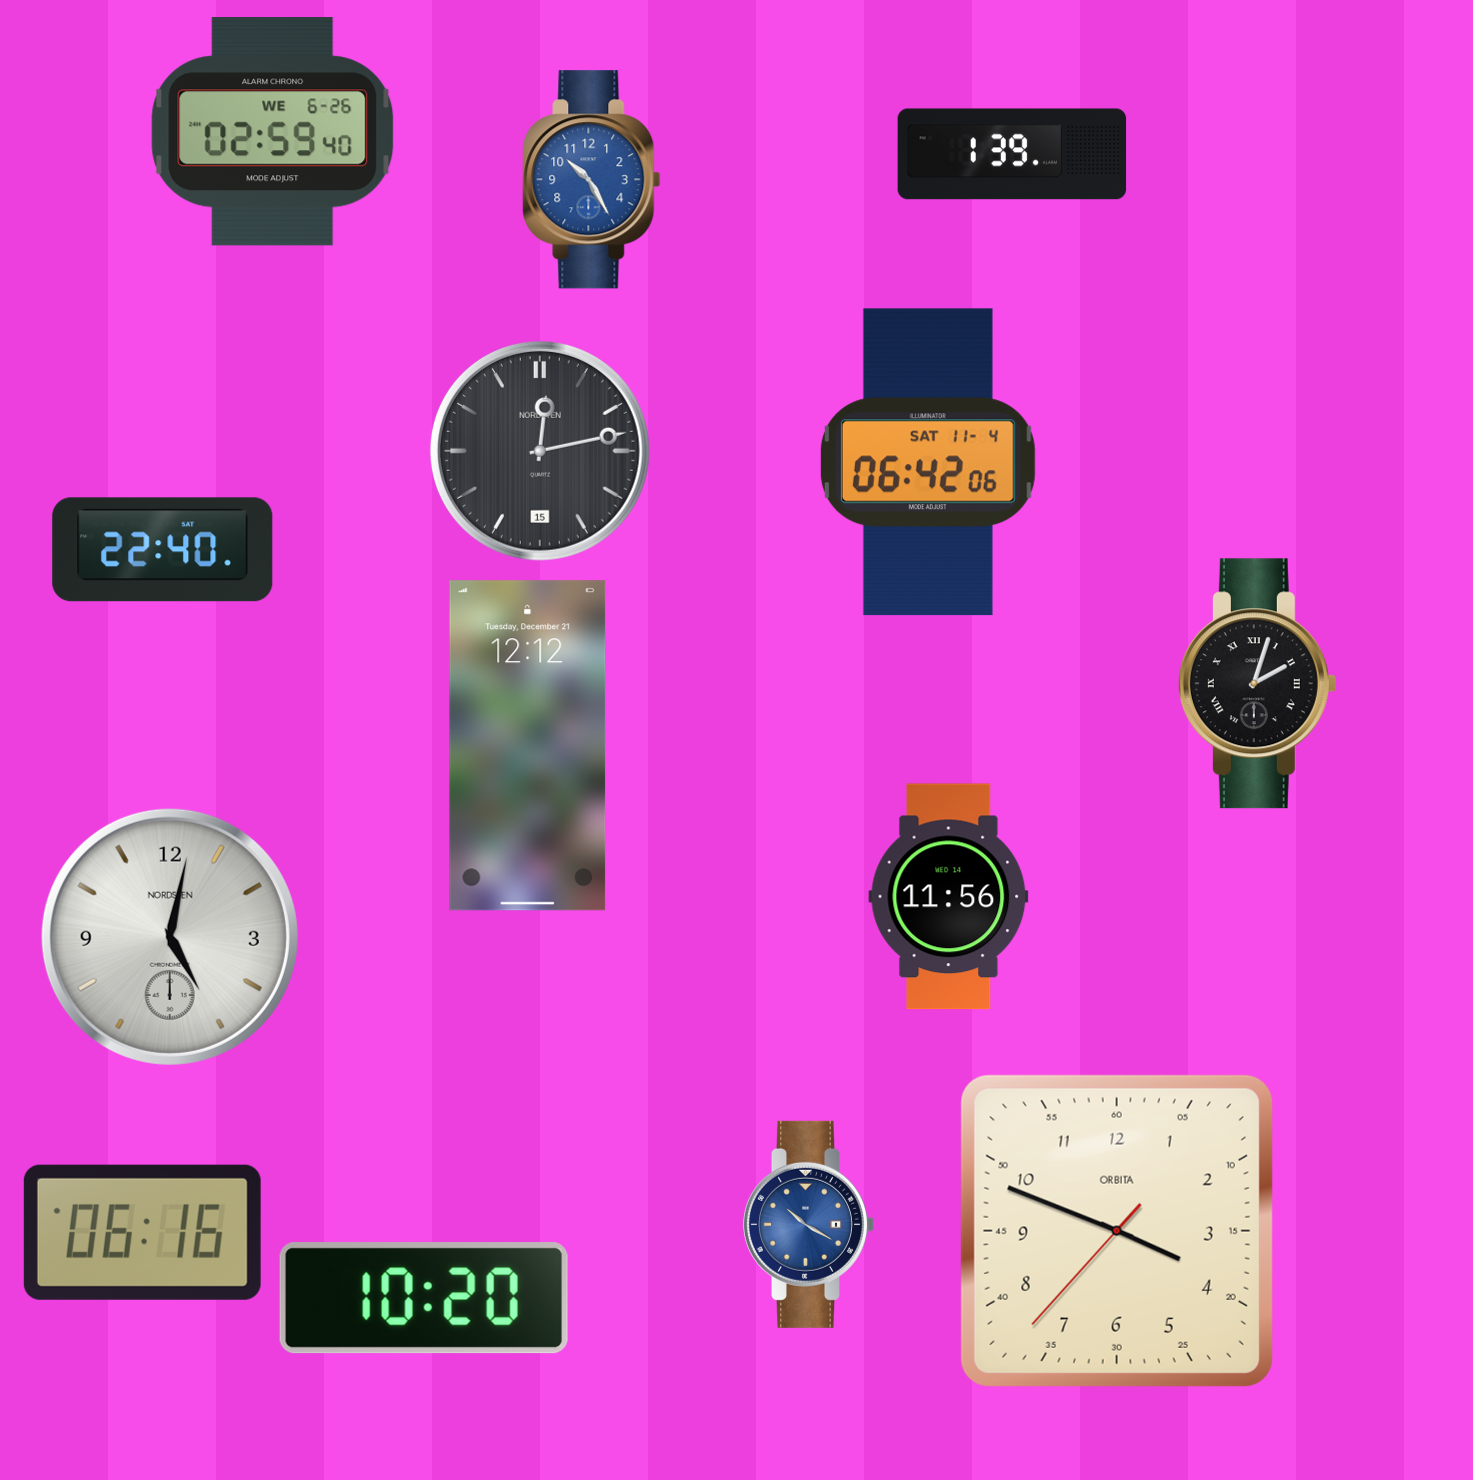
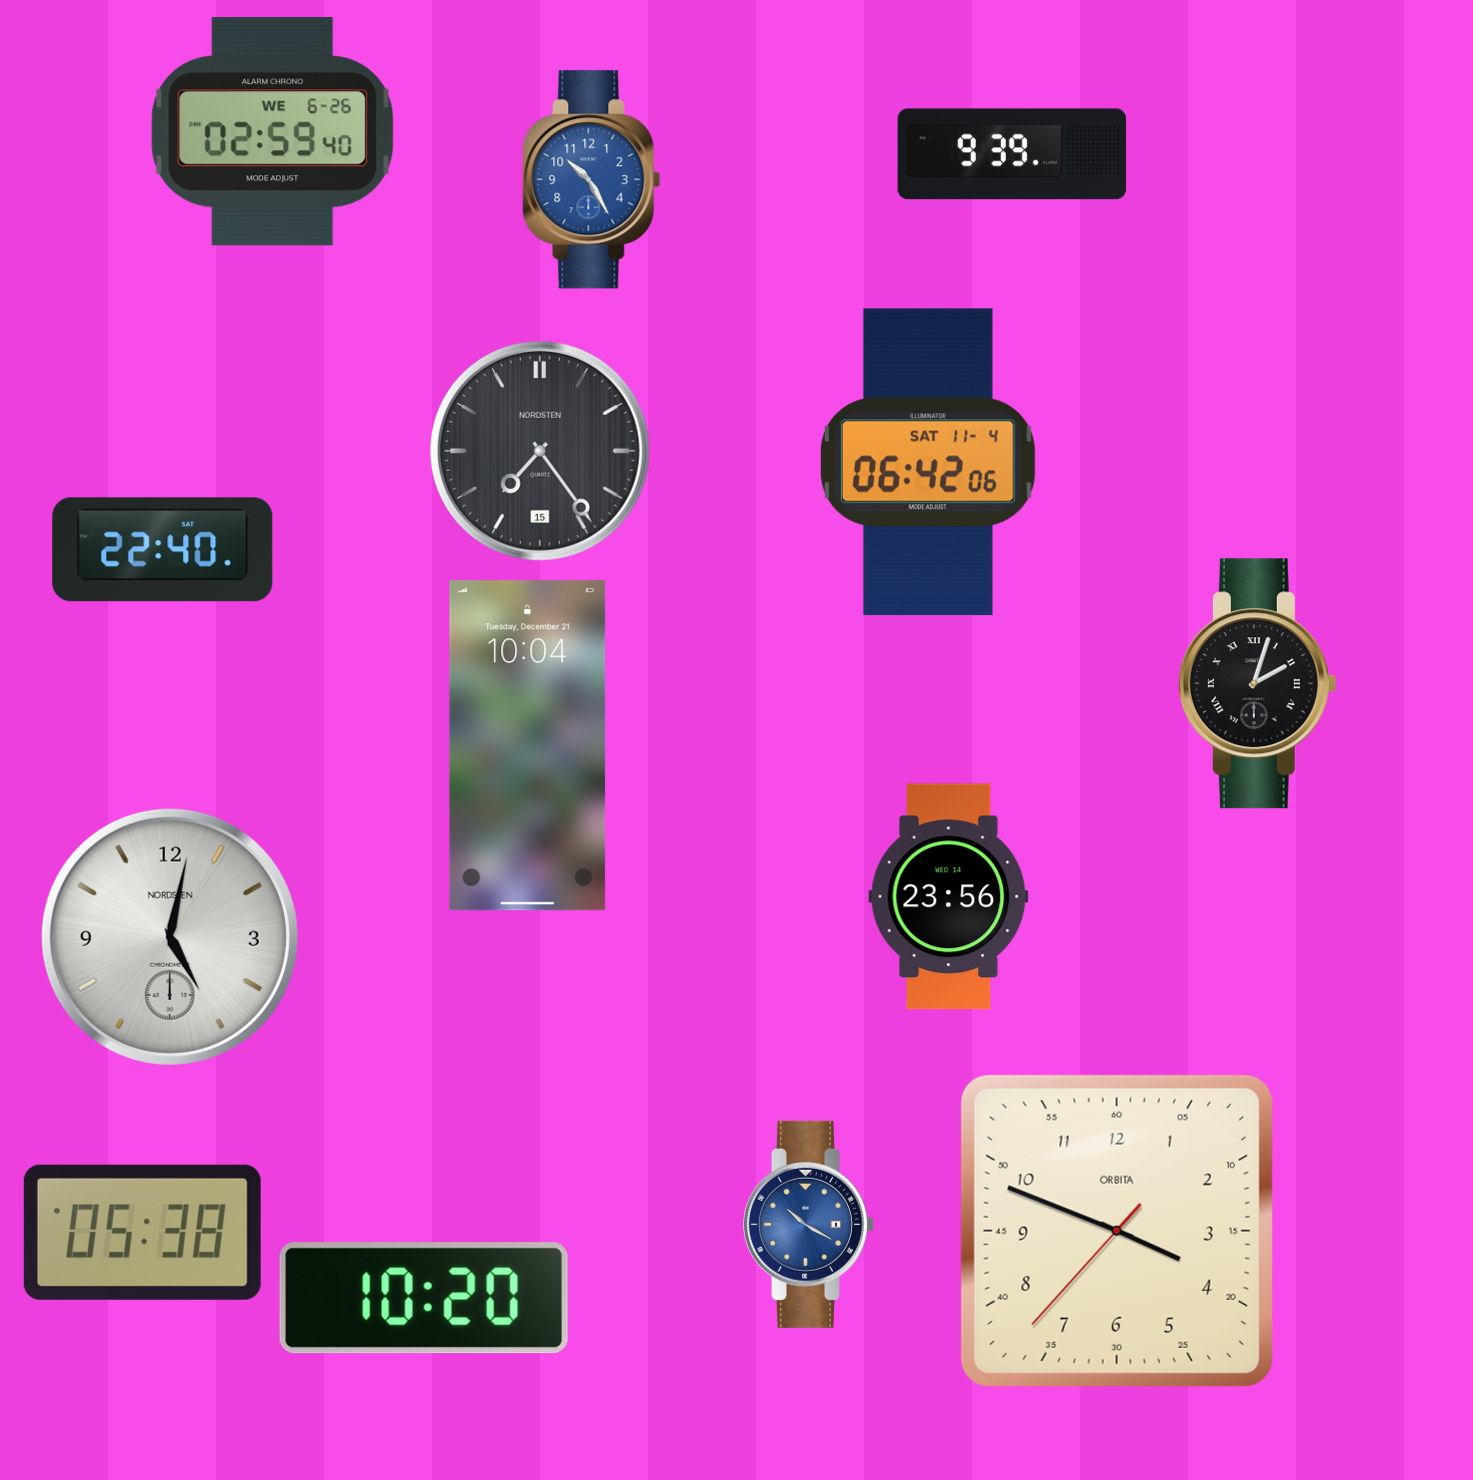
clock at (1012, 154): 1:39 -> 9:39
clock at (540, 451): 12:13 -> 7:24
clock at (528, 746): 12:12 -> 10:04
clock at (949, 897): 11:56 -> 23:56
clock at (142, 1232): 06:16 -> 05:38
